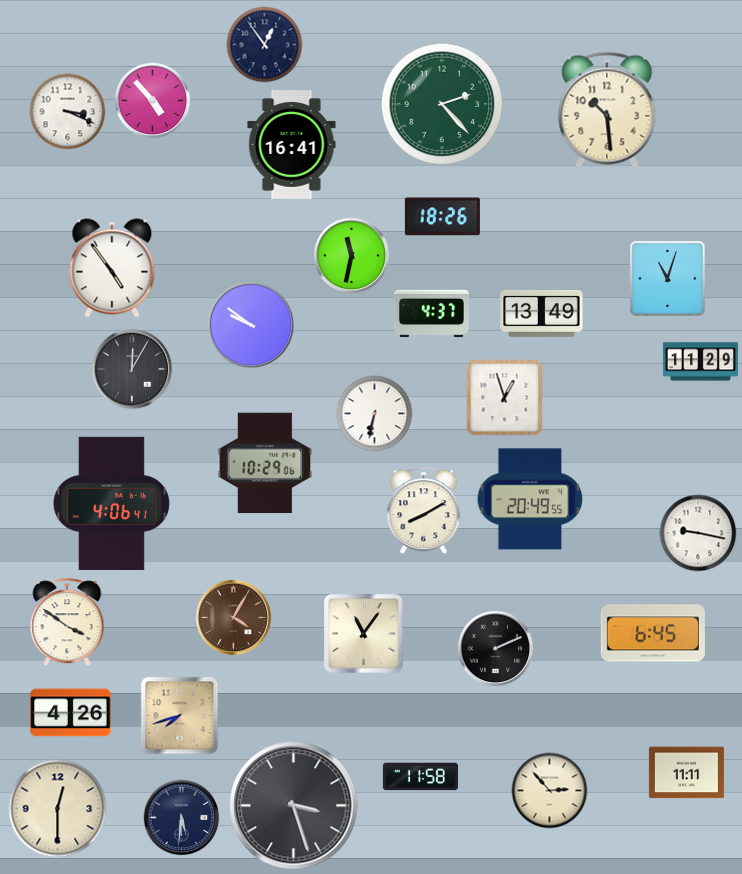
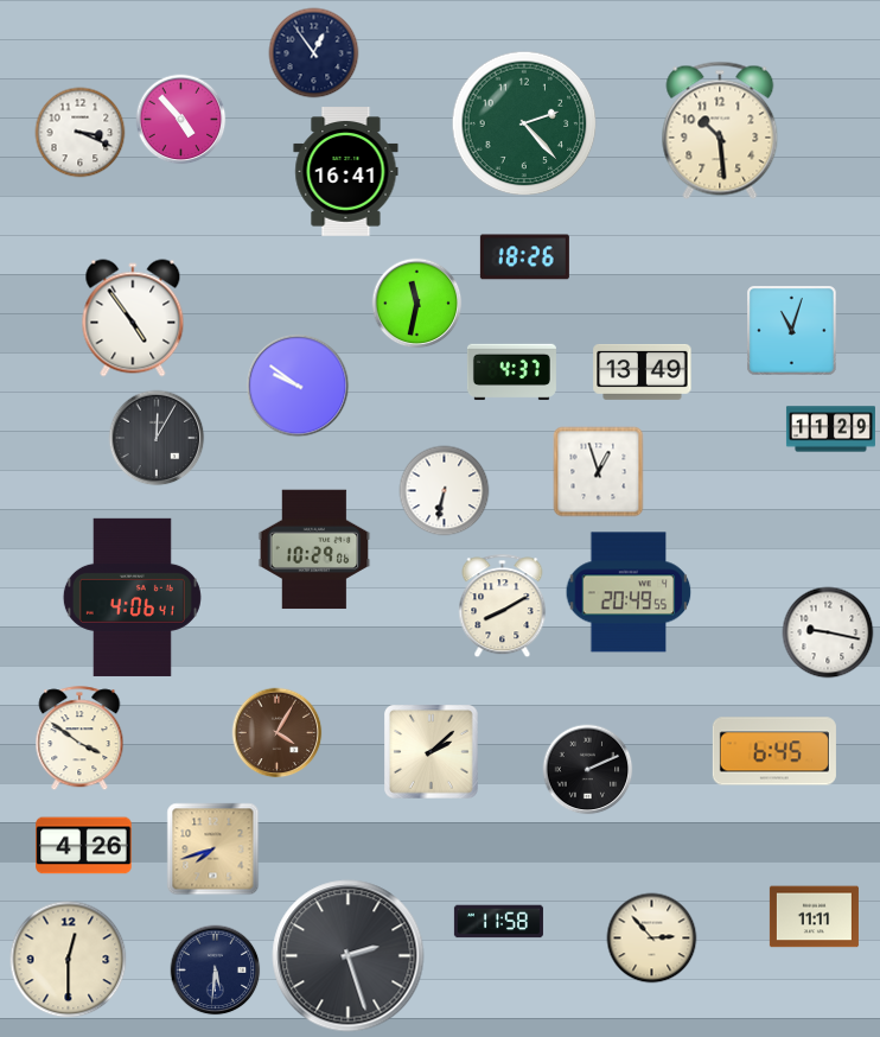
clock at (364, 634): 11:06 -> 2:08
clock at (294, 806): 3:27 -> 2:27
